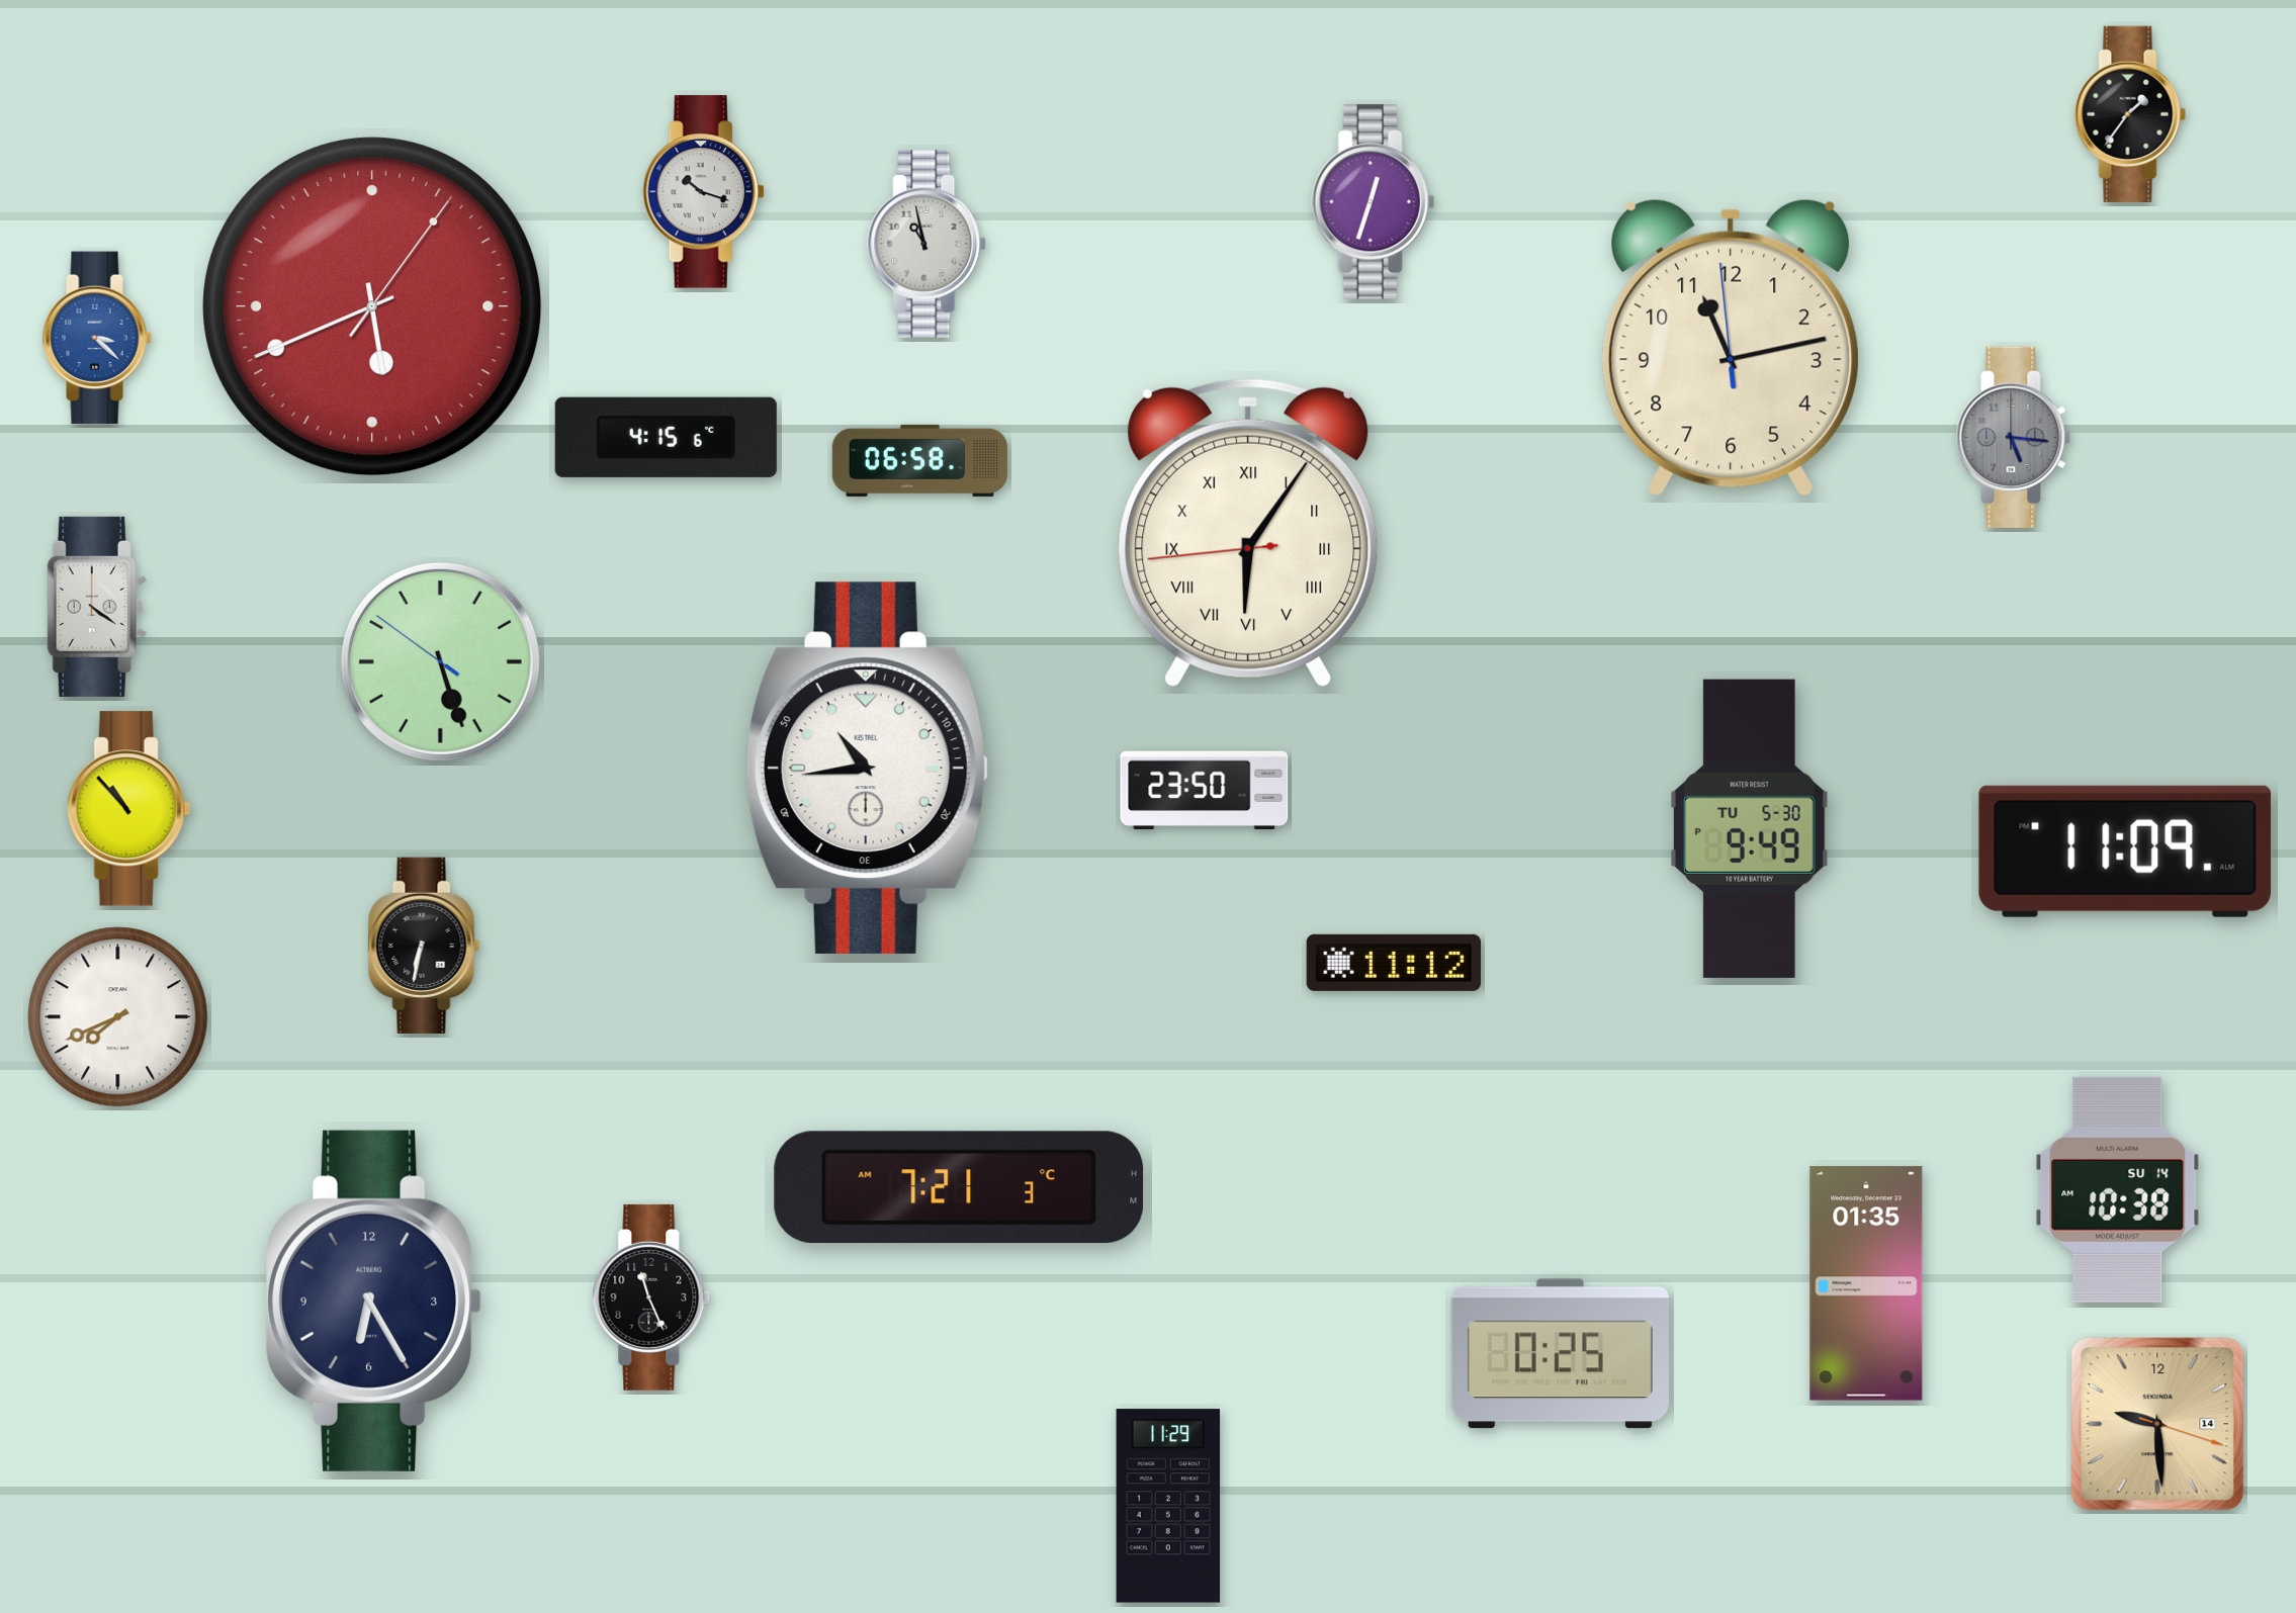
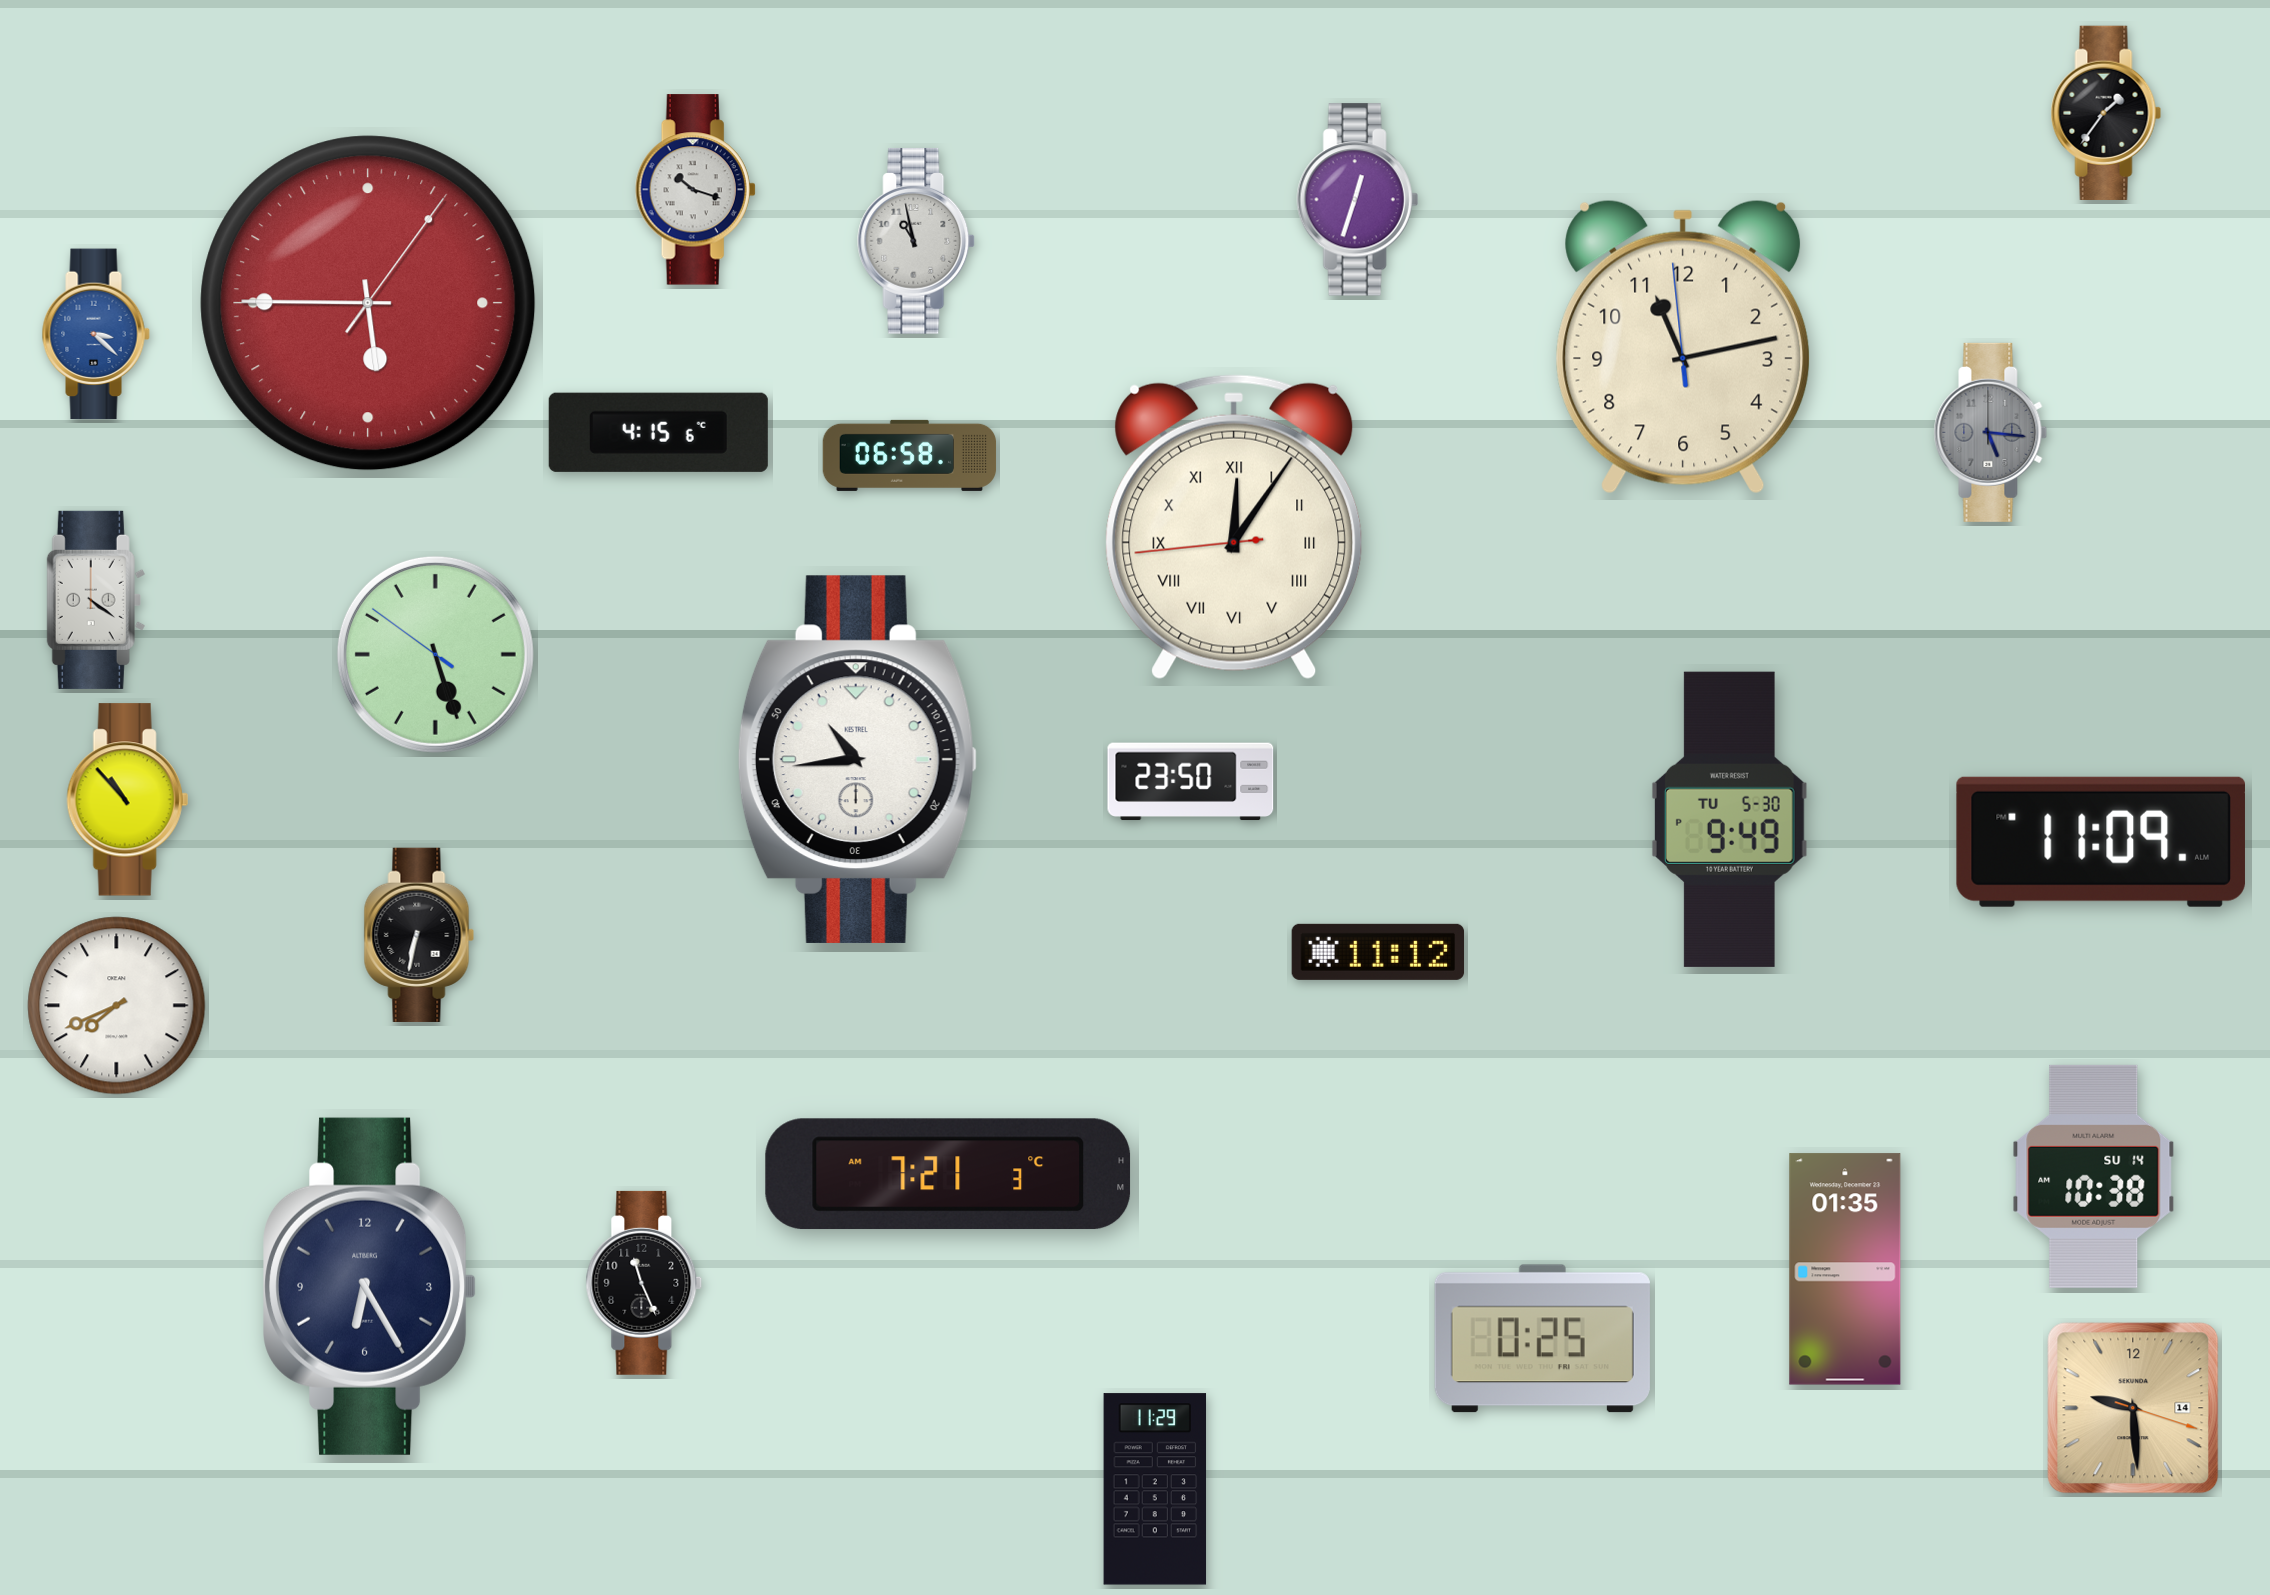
clock at (372, 306): 5:41 -> 5:45
clock at (1731, 348) position: (1731, 348) -> (1683, 347)
clock at (1248, 533): 6:05 -> 12:05
